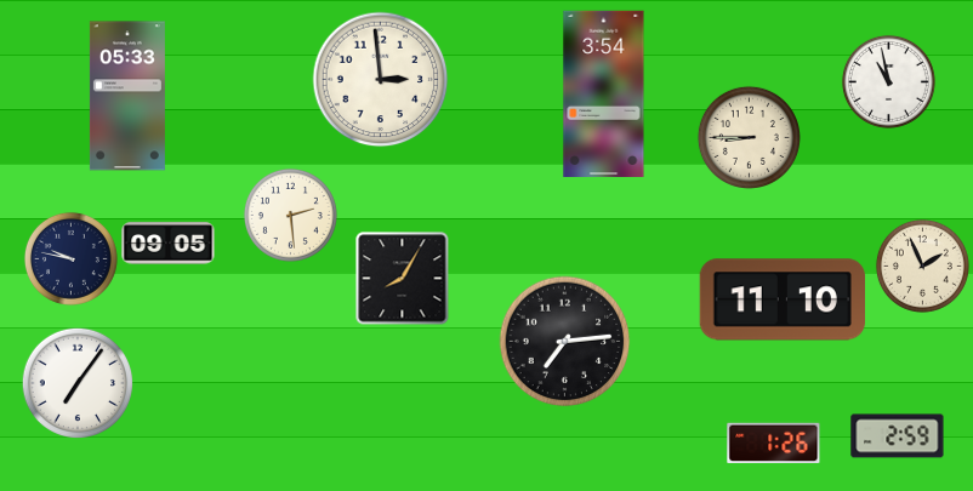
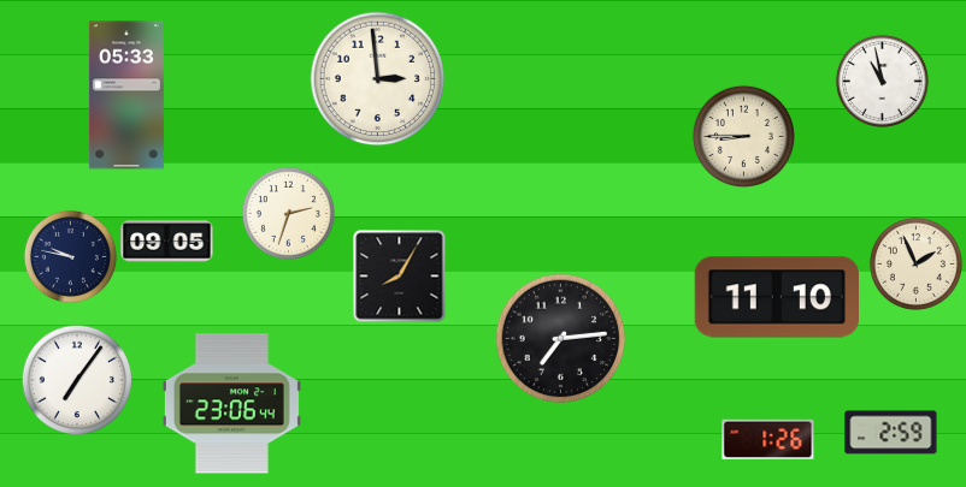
clock at (604, 93): 3:54 -> none
clock at (290, 215): 2:29 -> 2:33
clock at (231, 404): none -> 23:06
